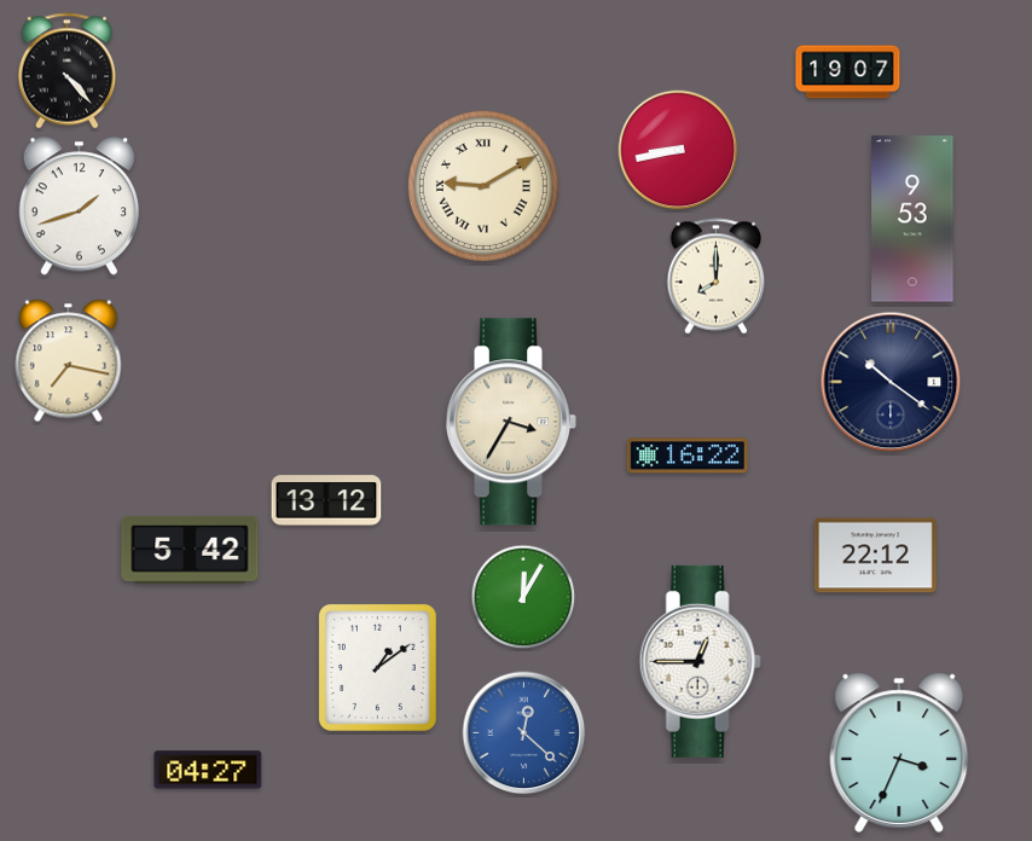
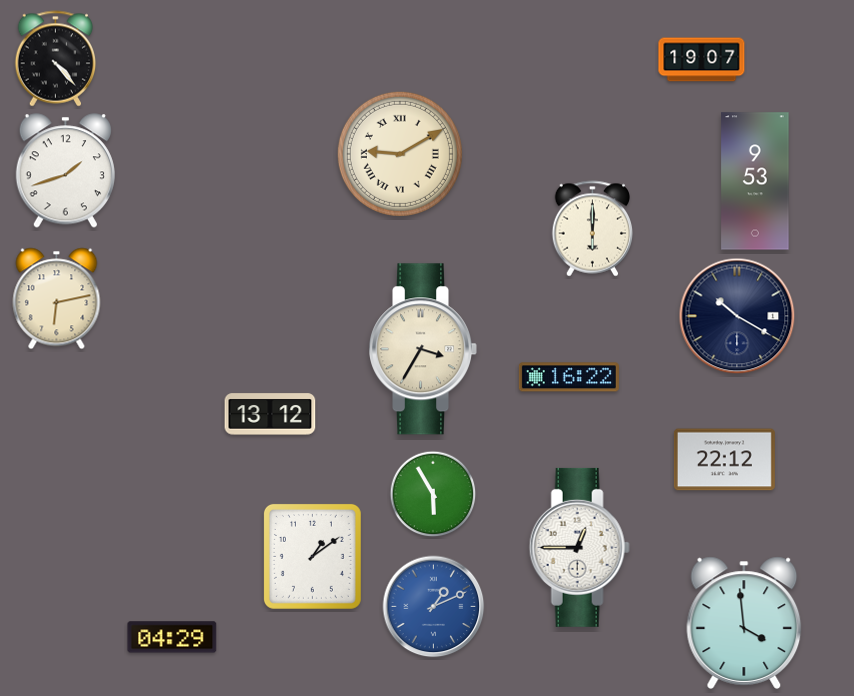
clock at (678, 150): 8:43 -> none
clock at (717, 277): 8:00 -> 6:00
clock at (69, 361): 7:17 -> 6:13
clock at (891, 382): 10:21 -> 10:20
clock at (190, 550): 5:42 -> none
clock at (523, 597): 12:05 -> 5:55
clock at (377, 667) position: (377, 667) -> (312, 556)
clock at (524, 733): 12:22 -> 1:11
clock at (899, 753): 3:34 -> 3:59
clock at (208, 770): 04:27 -> 04:29
